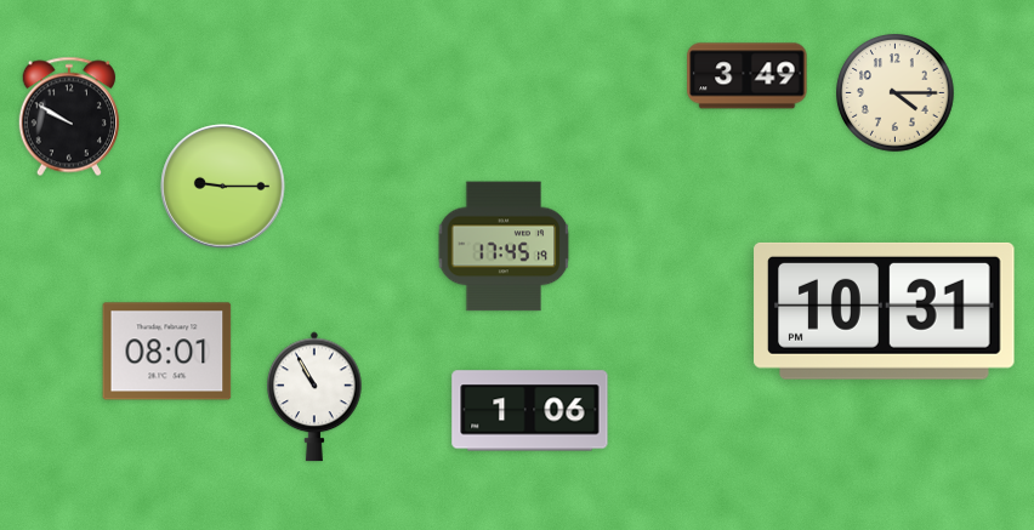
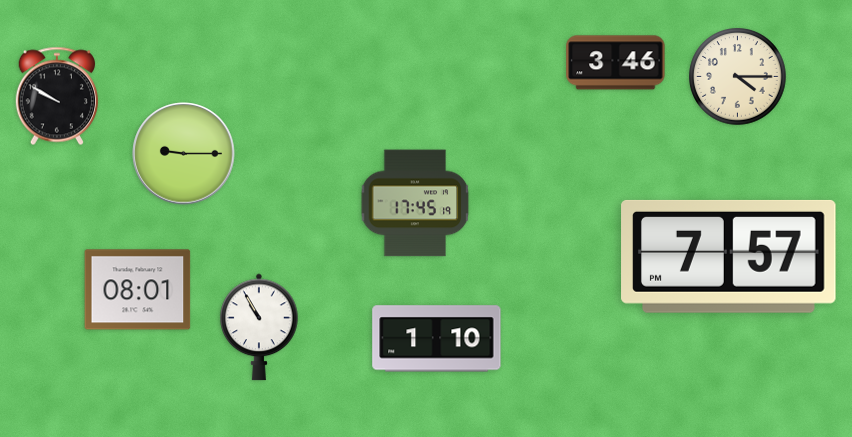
clock at (748, 76): 3:49 -> 3:46
clock at (885, 310): 10:31 -> 7:57
clock at (530, 411): 1:06 -> 1:10
